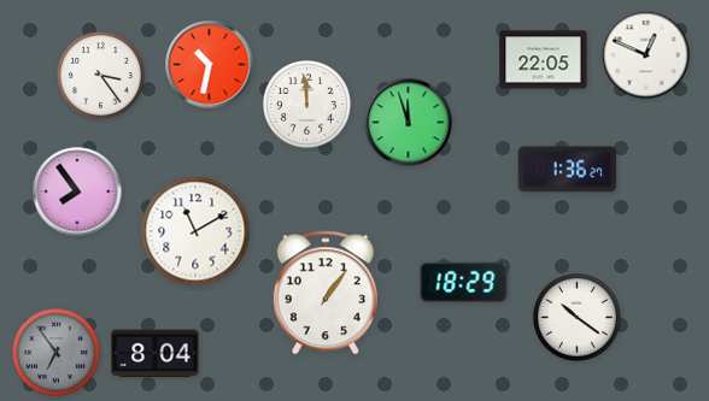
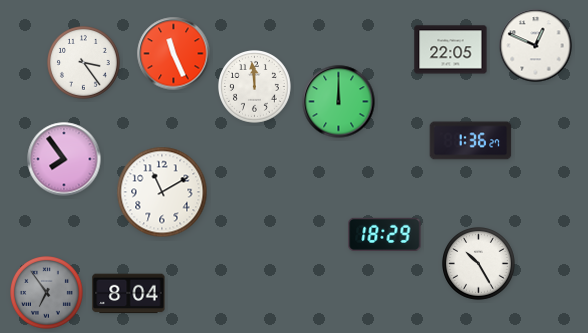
clock at (210, 65): 10:32 -> 11:26
clock at (409, 123): 11:57 -> 12:00
clock at (326, 293): 1:06 -> none
clock at (578, 318): 10:21 -> 10:25
